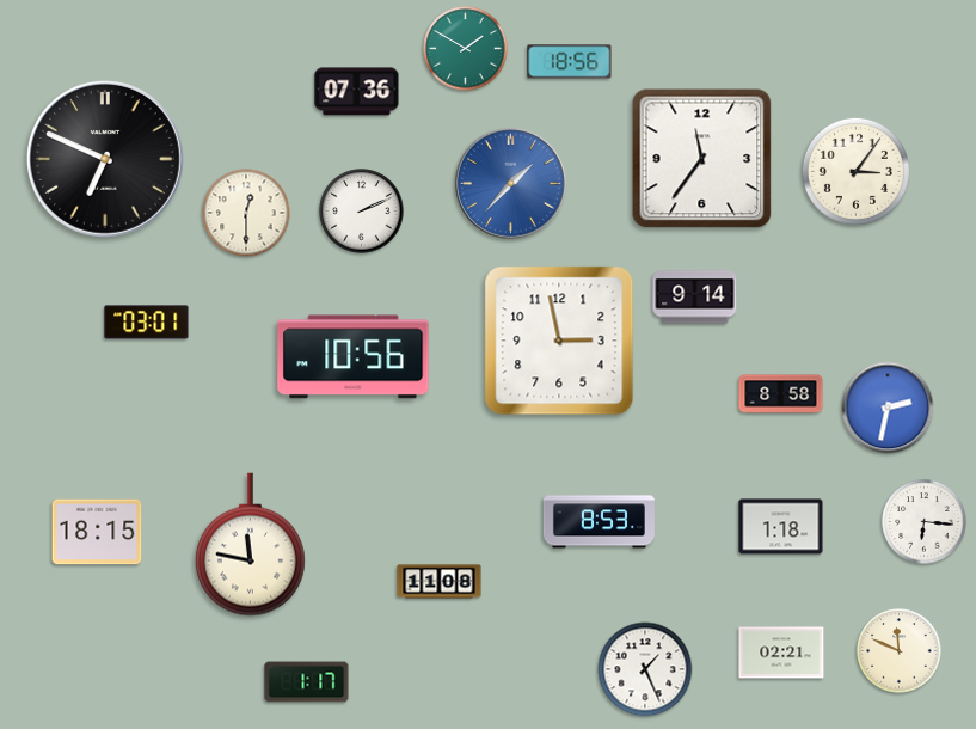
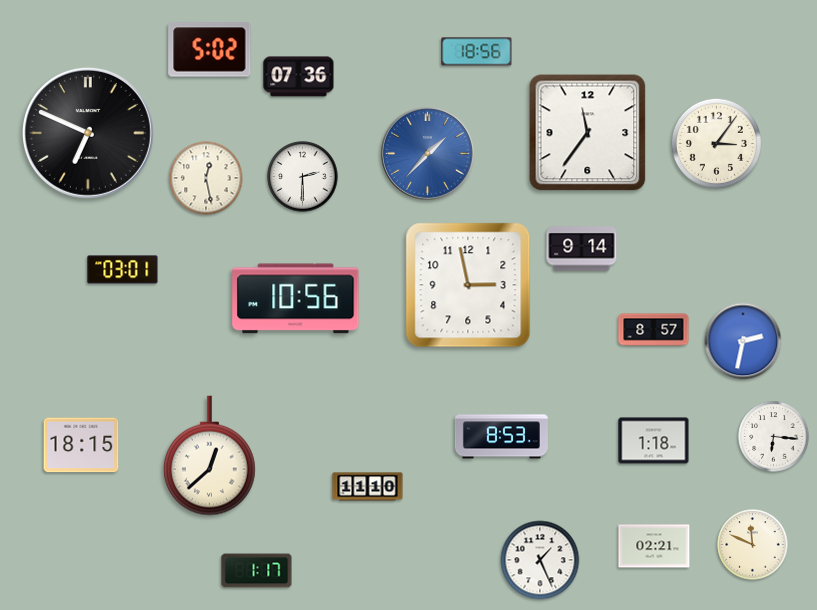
clock at (466, 49): 1:50 -> none
clock at (210, 50): none -> 5:02
clock at (362, 212): 2:11 -> 2:30
clock at (246, 213): 12:30 -> 12:28
clock at (781, 394): 8:58 -> 8:57
clock at (250, 545): 11:47 -> 12:38
clock at (440, 582): 11:08 -> 11:10
